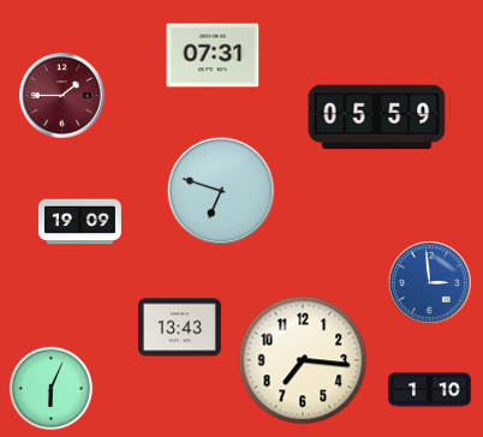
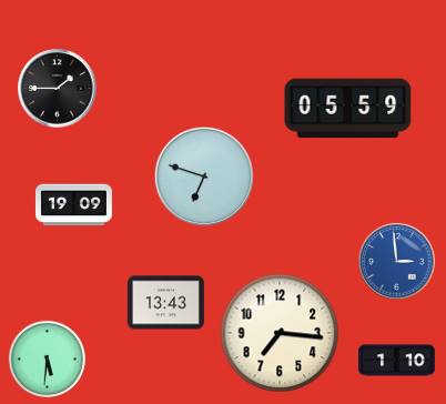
clock at (213, 55): 07:31 -> none
clock at (62, 96) dial: burgundy -> black
clock at (52, 389): 6:04 -> 5:31
